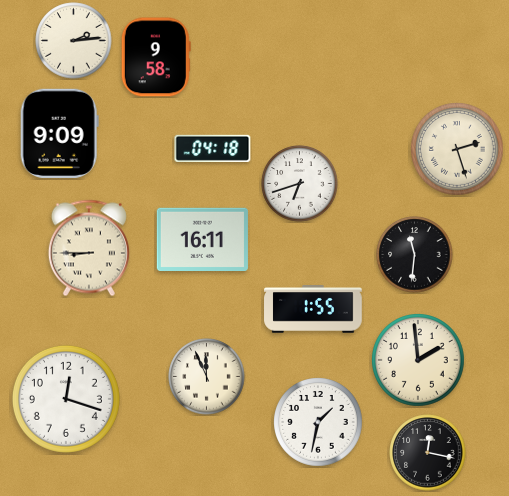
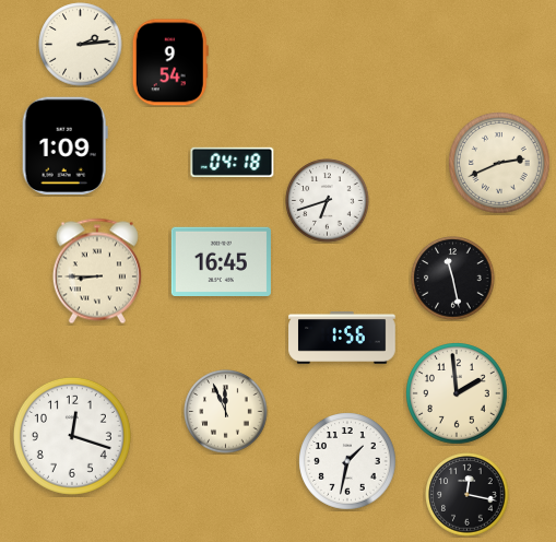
clock at (156, 57): 9:58 -> 9:54
clock at (59, 133): 9:09 -> 1:09
clock at (458, 150): 2:27 -> 2:41
clock at (202, 239): 16:11 -> 16:45
clock at (415, 255): 11:31 -> 11:28
clock at (313, 310): 1:55 -> 1:56
